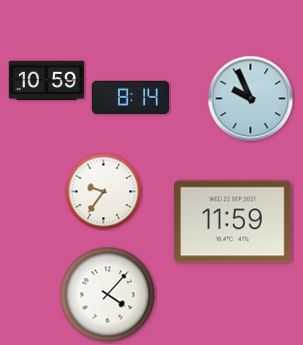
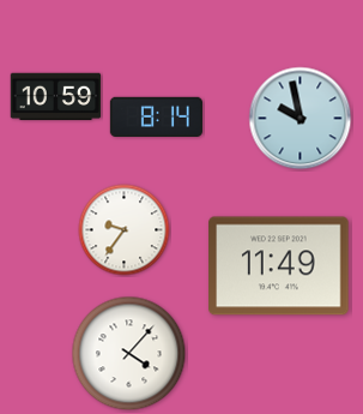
clock at (251, 99): 9:56 -> 9:58
clock at (233, 222): 11:59 -> 11:49
